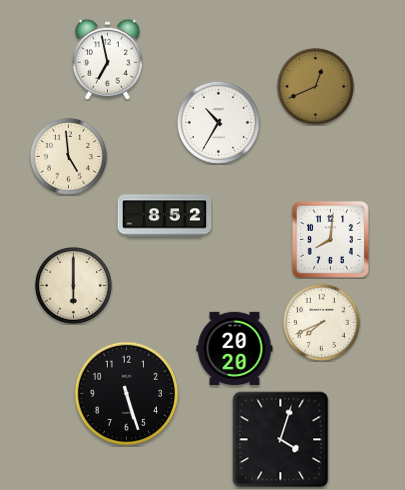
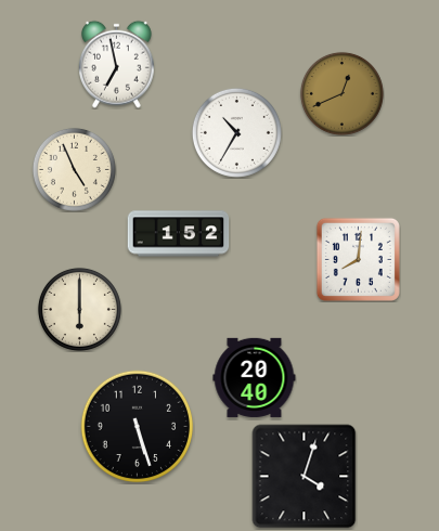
clock at (68, 156): 4:59 -> 4:56
clock at (165, 216): 8:52 -> 1:52
clock at (321, 322): 7:41 -> none
clock at (235, 348): 20:20 -> 20:40
